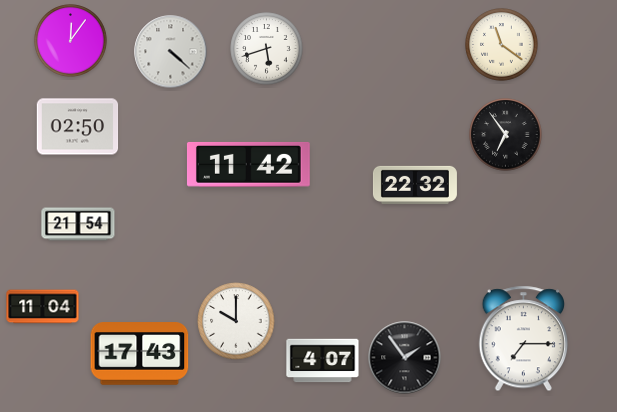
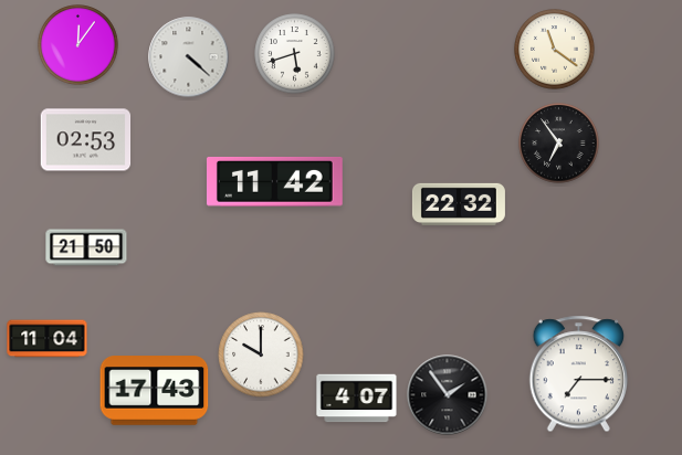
clock at (78, 127): 02:50 -> 02:53
clock at (506, 135) position: (506, 135) -> (559, 144)
clock at (78, 224): 21:54 -> 21:50
